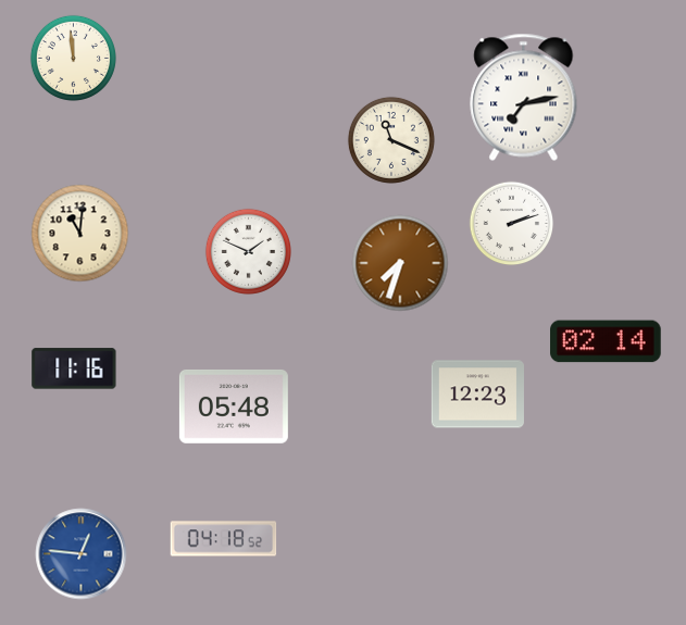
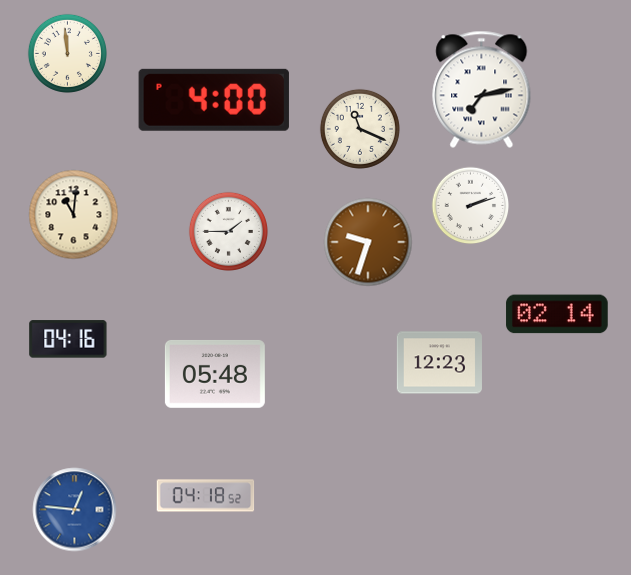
clock at (214, 100): none -> 4:00
clock at (248, 251): 1:49 -> 1:45
clock at (400, 263): 7:33 -> 9:33
clock at (74, 368): 11:16 -> 04:16
